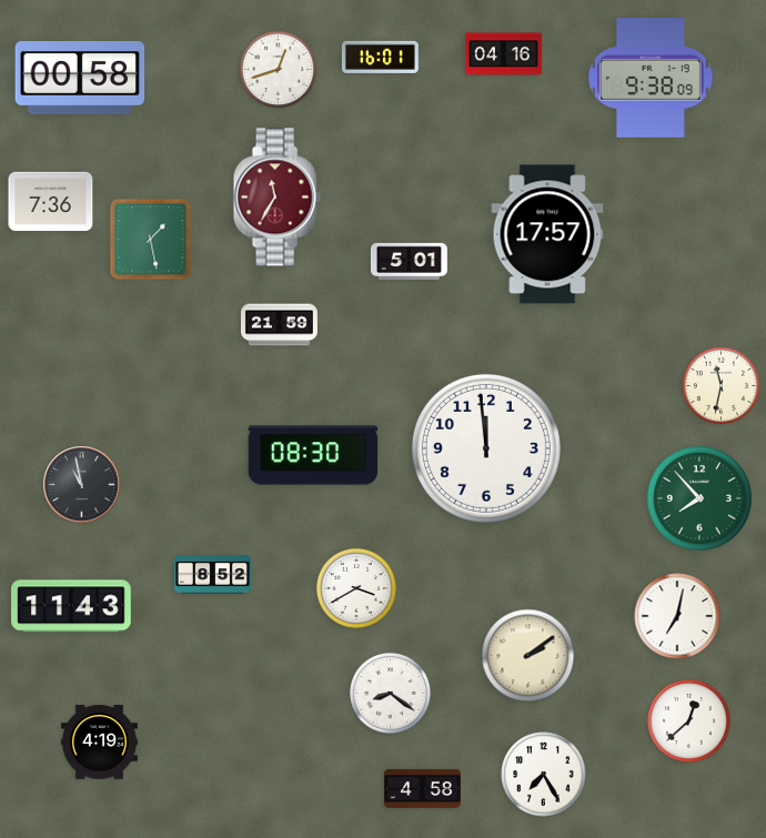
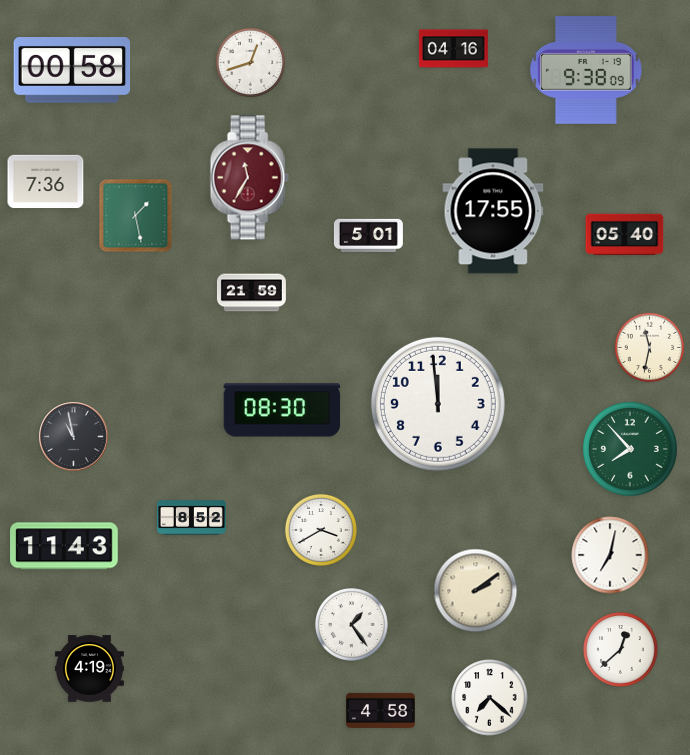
clock at (380, 57): 16:01 -> none
clock at (547, 234): 17:57 -> 17:55
clock at (625, 235): none -> 05:40
clock at (390, 693): 8:21 -> 1:24
clock at (544, 775): 7:25 -> 7:22
